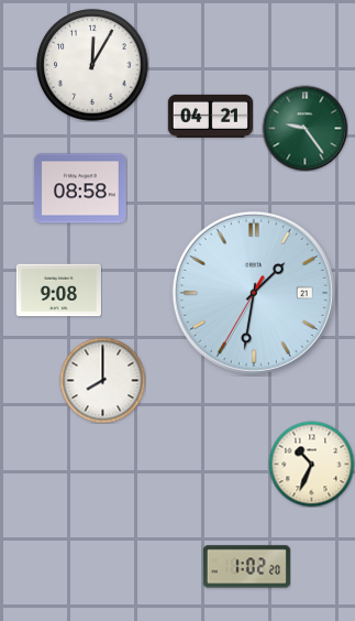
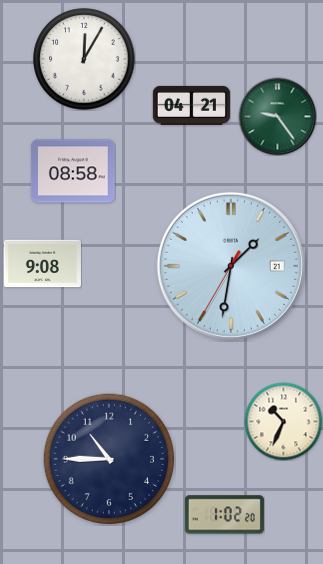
clock at (58, 291) position: (58, 291) -> (42, 264)
clock at (102, 380): 8:00 -> none
clock at (108, 458): none -> 10:45
